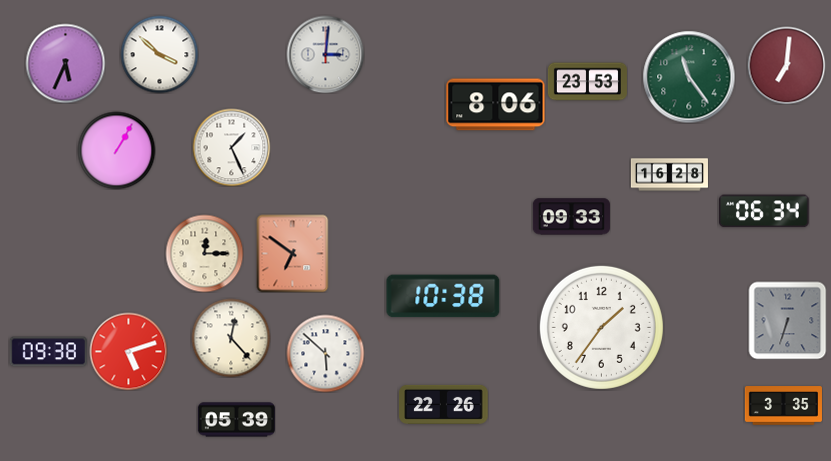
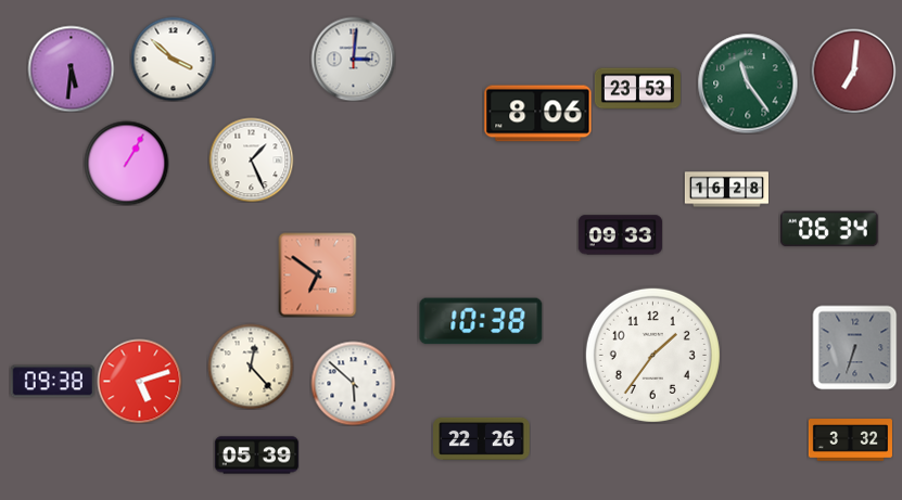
clock at (65, 63): 5:34 -> 5:31
clock at (204, 253): 12:15 -> none
clock at (783, 406): 3:35 -> 3:32
